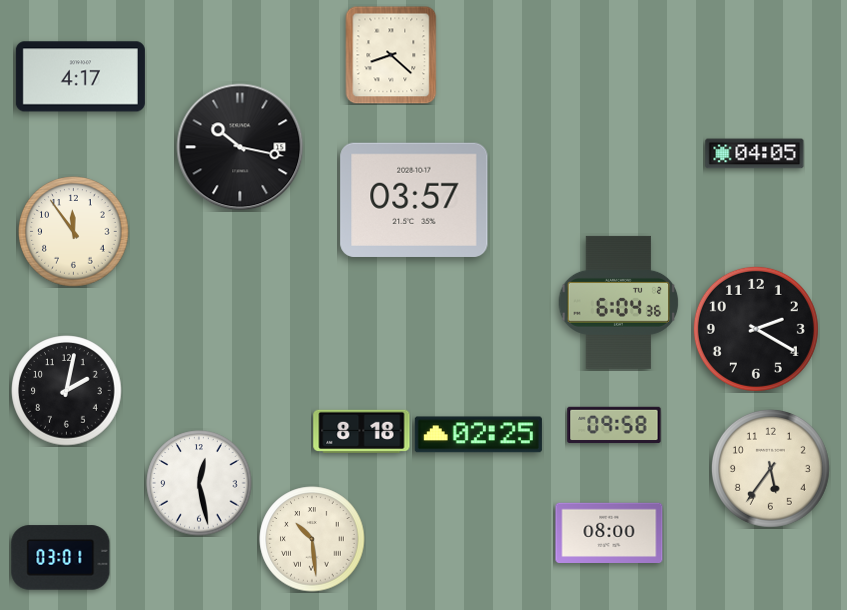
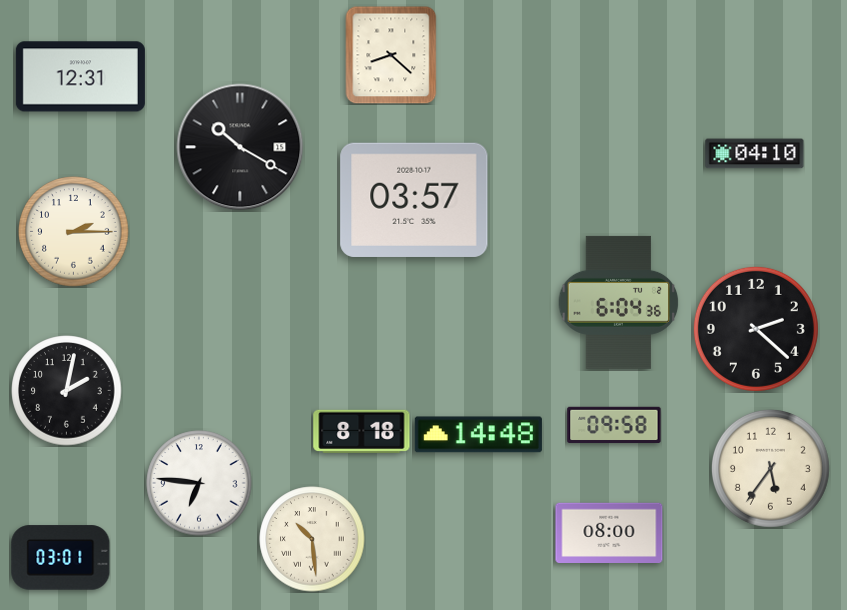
clock at (80, 77): 4:17 -> 12:31
clock at (240, 147): 10:17 -> 10:20
clock at (755, 154): 04:05 -> 04:10
clock at (74, 232): 11:54 -> 2:15
clock at (756, 329): 2:20 -> 2:22
clock at (478, 435): 02:25 -> 14:48
clock at (199, 483): 12:28 -> 6:46
